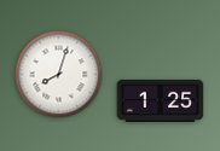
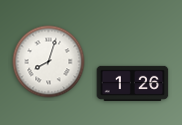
clock at (161, 100): 1:25 -> 1:26
